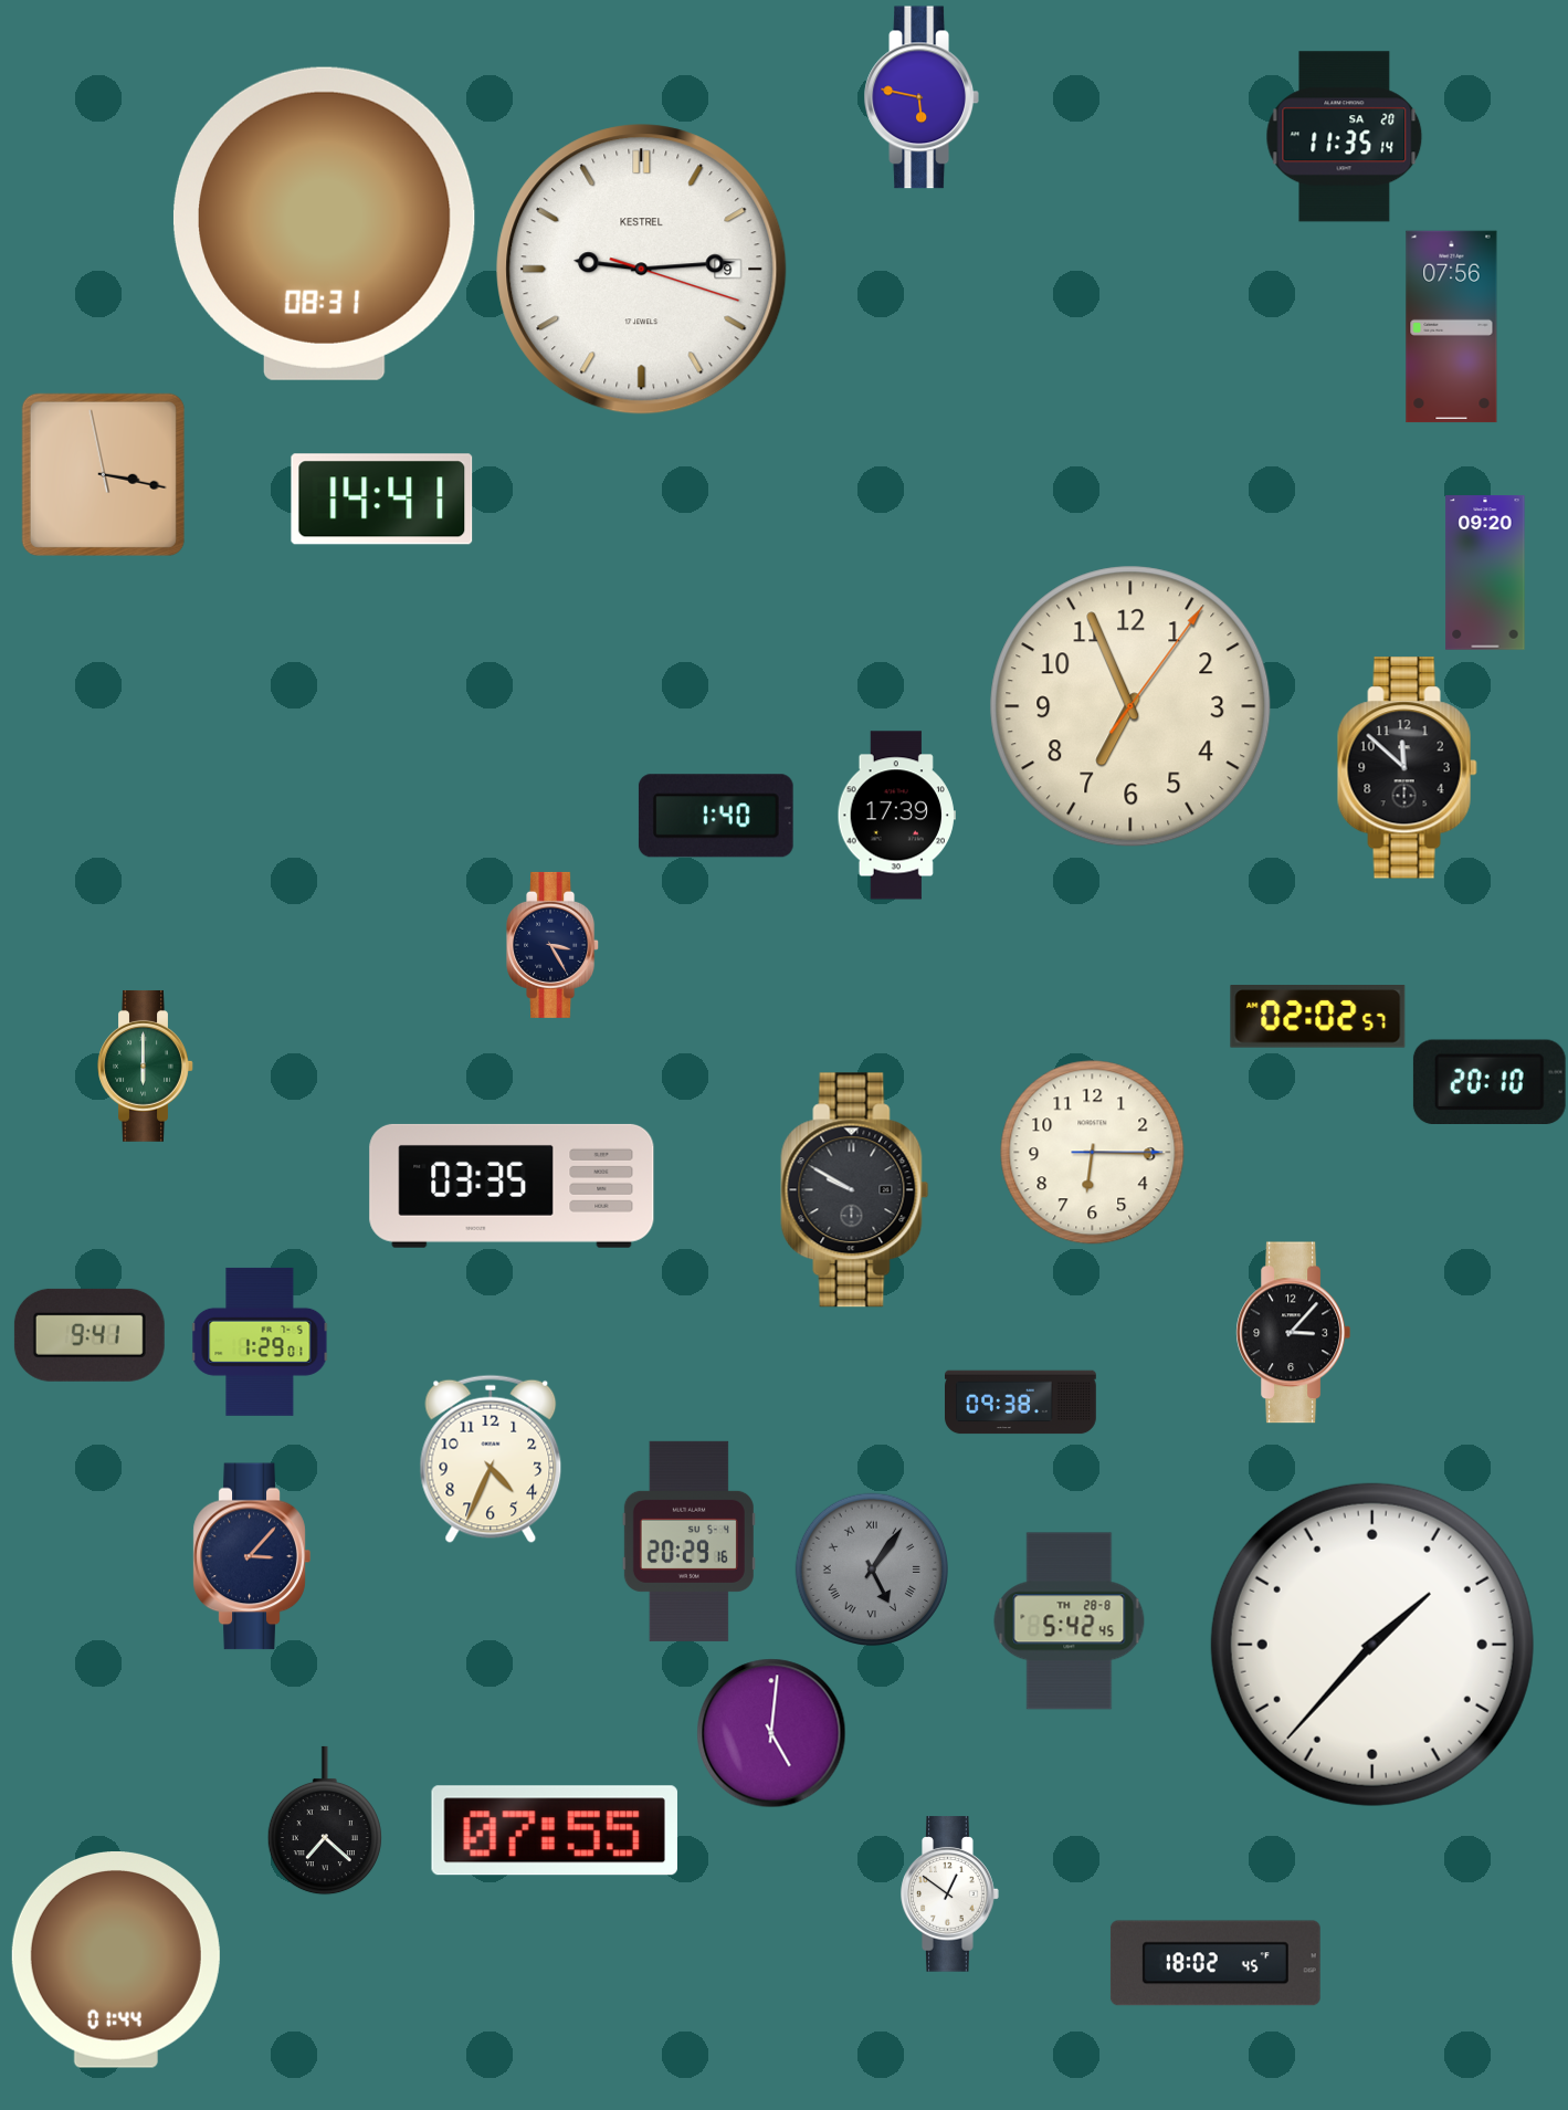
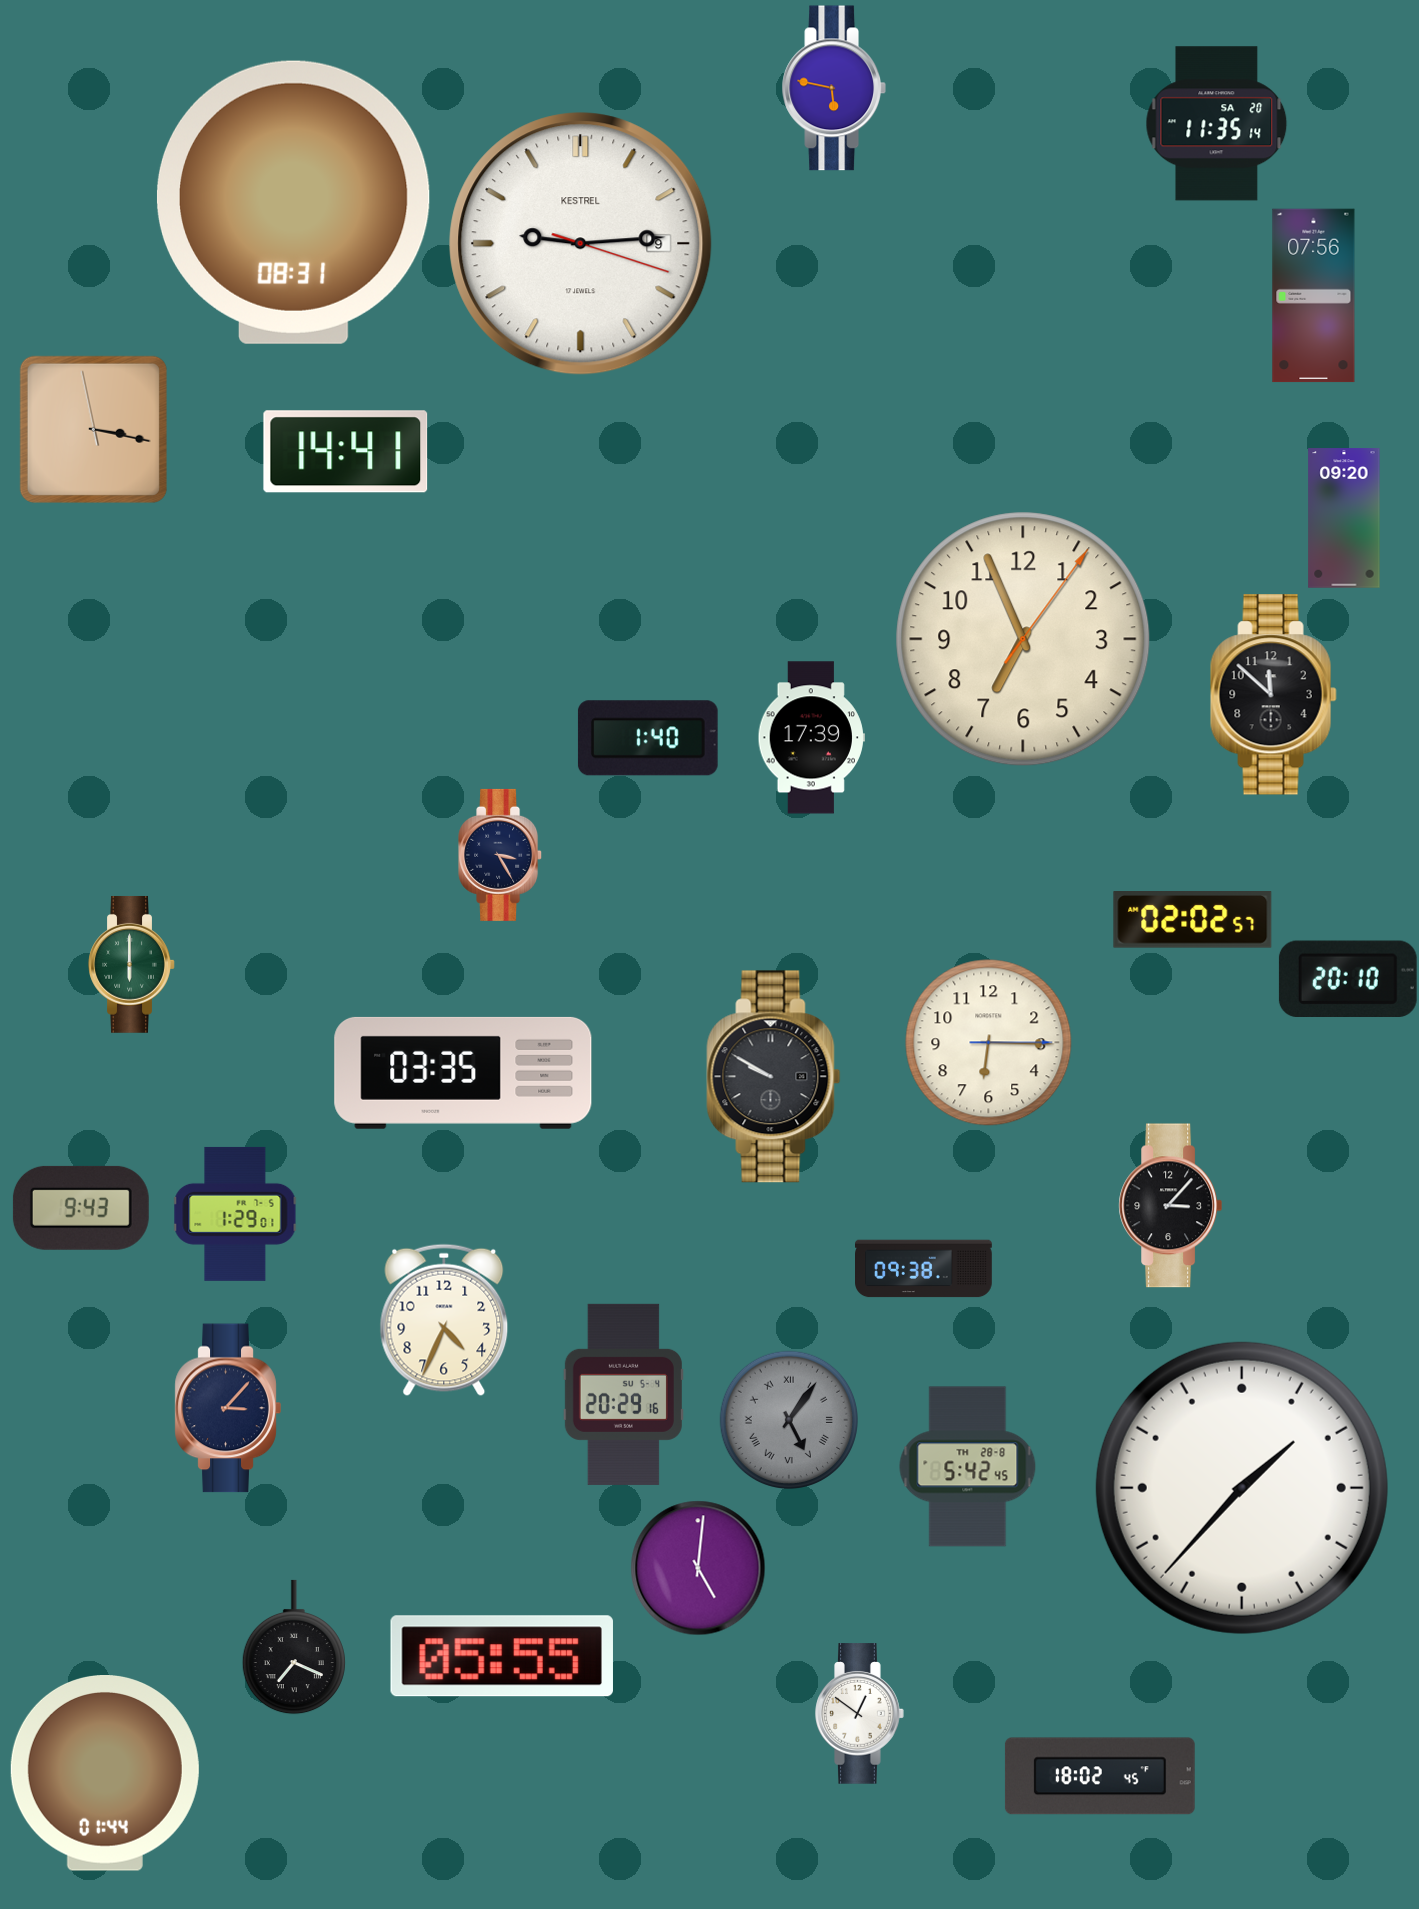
clock at (90, 1335): 9:41 -> 9:43
clock at (325, 1820): 7:22 -> 7:19
clock at (555, 1830): 07:55 -> 05:55
